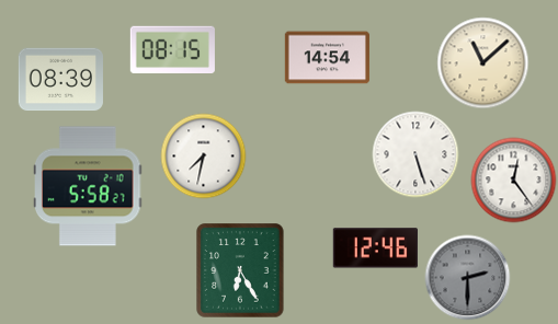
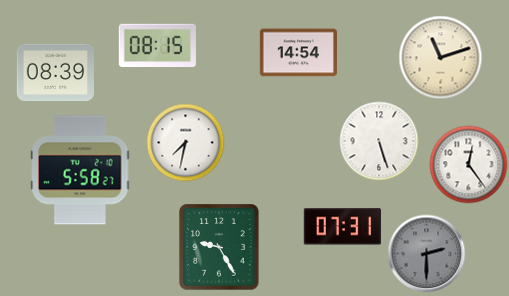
clock at (482, 62): 11:08 -> 11:12
clock at (375, 248): 12:46 -> 07:31
clock at (240, 270): 6:25 -> 9:25
